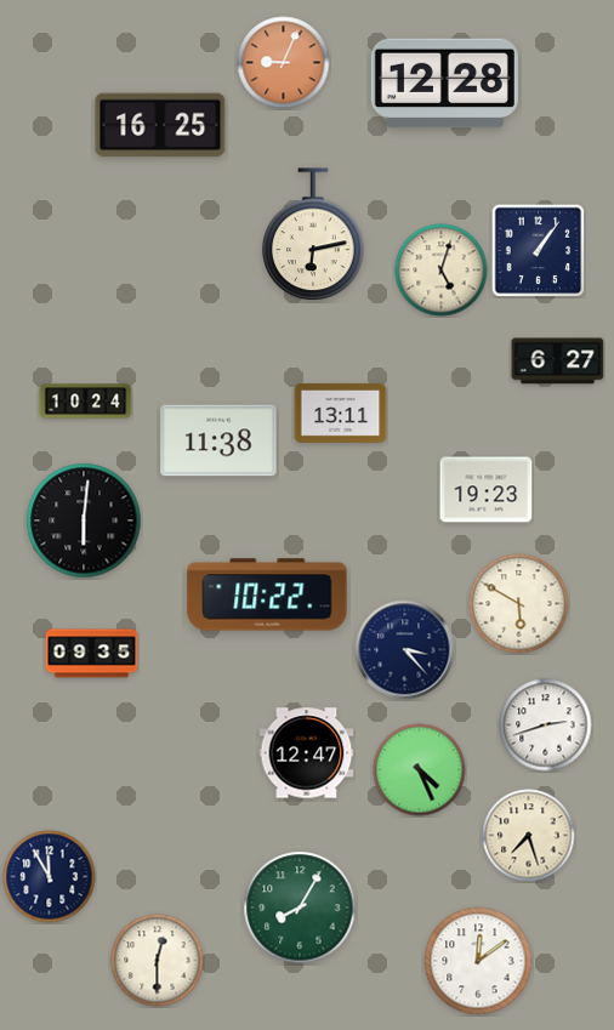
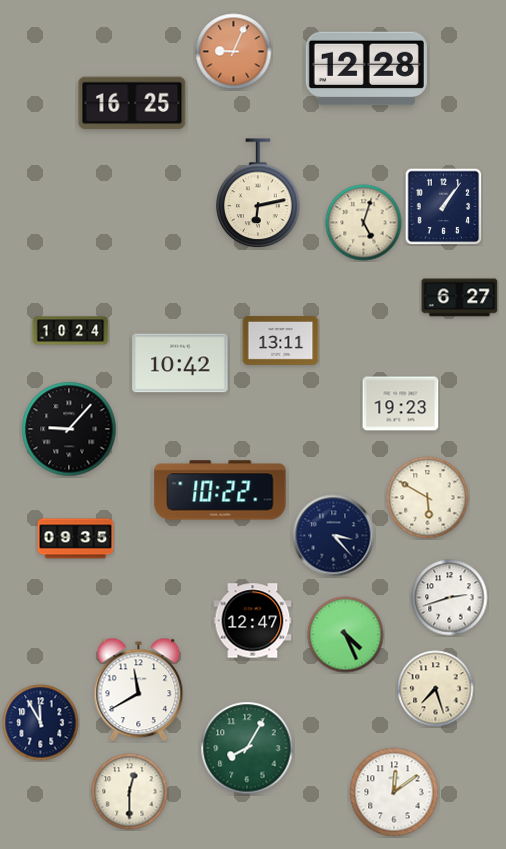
clock at (218, 440): 11:38 -> 10:42
clock at (84, 520): 6:01 -> 9:07
clock at (139, 690): none -> 11:40
